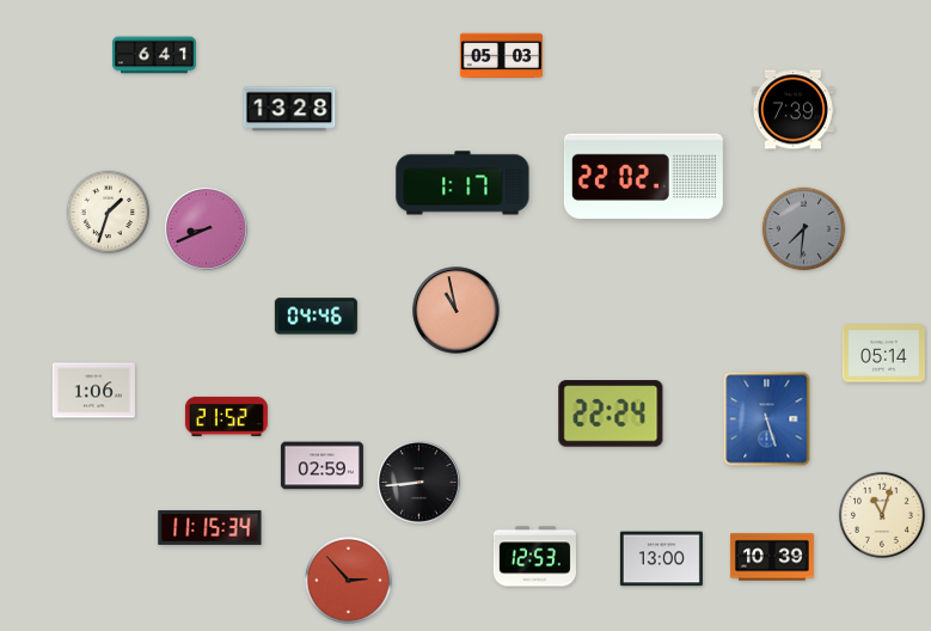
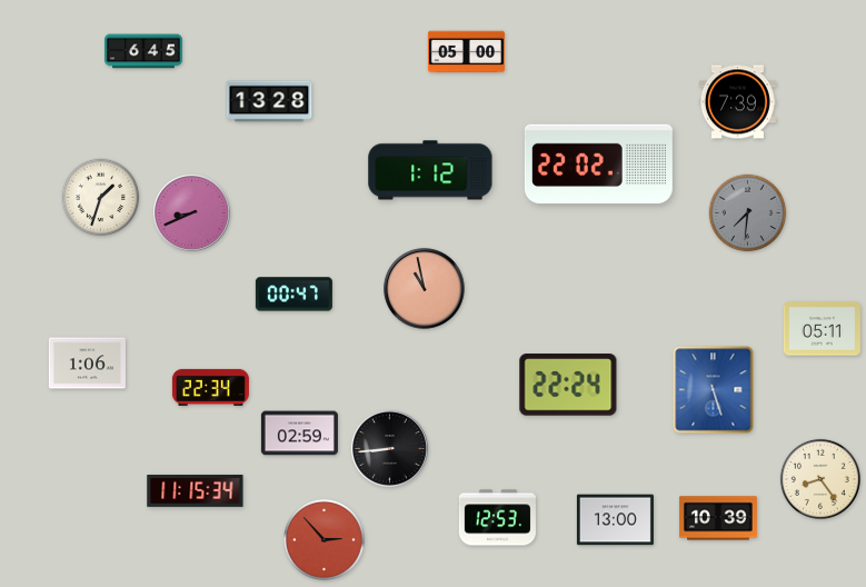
clock at (155, 55): 6:41 -> 6:45
clock at (501, 56): 05:03 -> 05:00
clock at (463, 183): 1:17 -> 1:12
clock at (316, 317): 04:46 -> 00:47
clock at (883, 354): 05:14 -> 05:11
clock at (226, 416): 21:52 -> 22:34
clock at (882, 515): 11:03 -> 8:24
